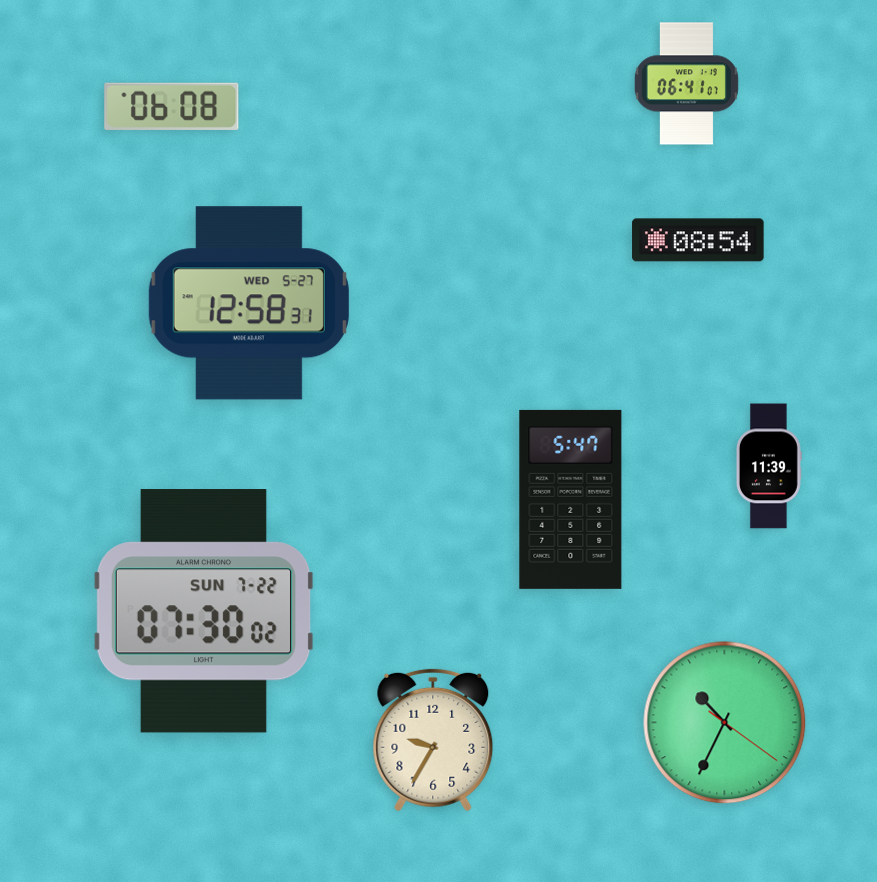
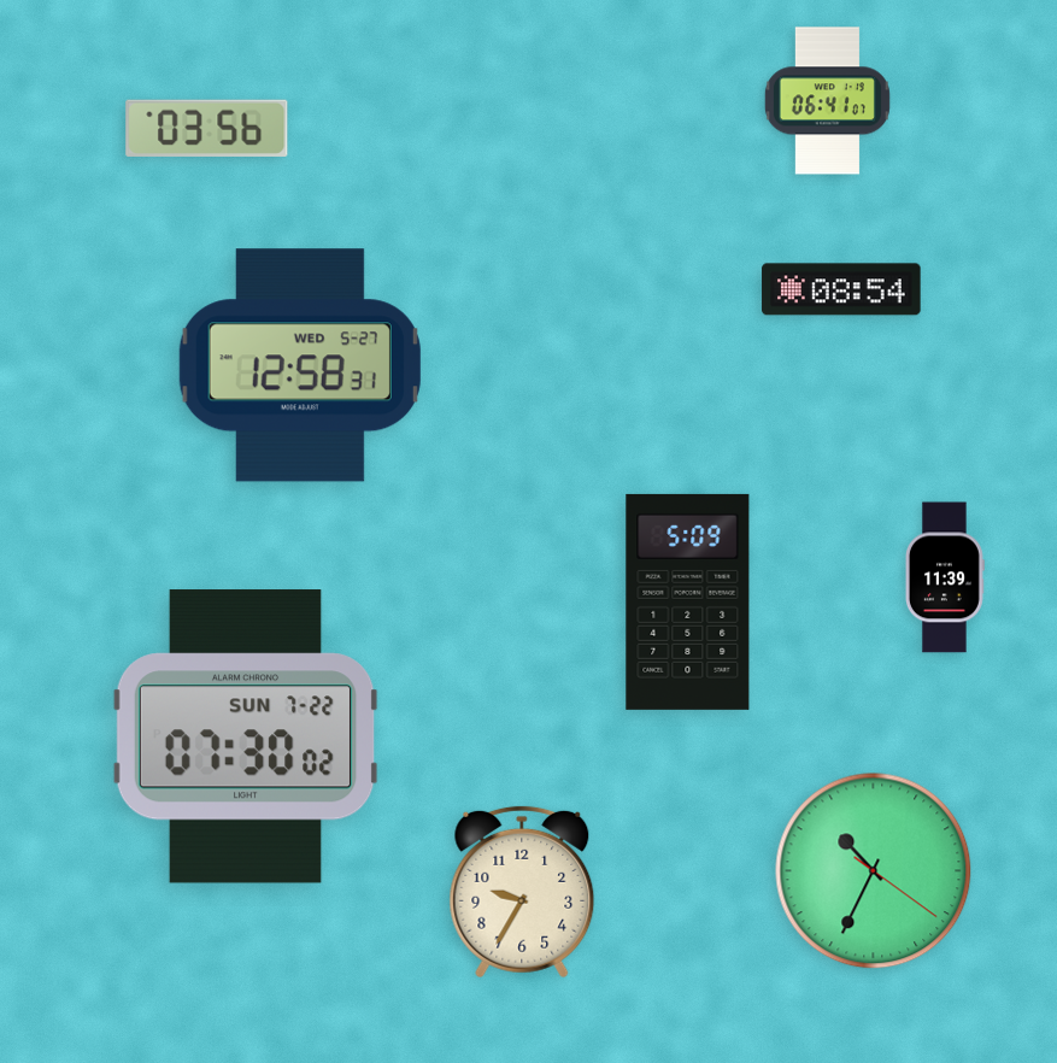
clock at (172, 106): 06:08 -> 03:56
clock at (769, 466) position: (769, 466) -> (945, 577)
clock at (571, 499): 5:47 -> 5:09
